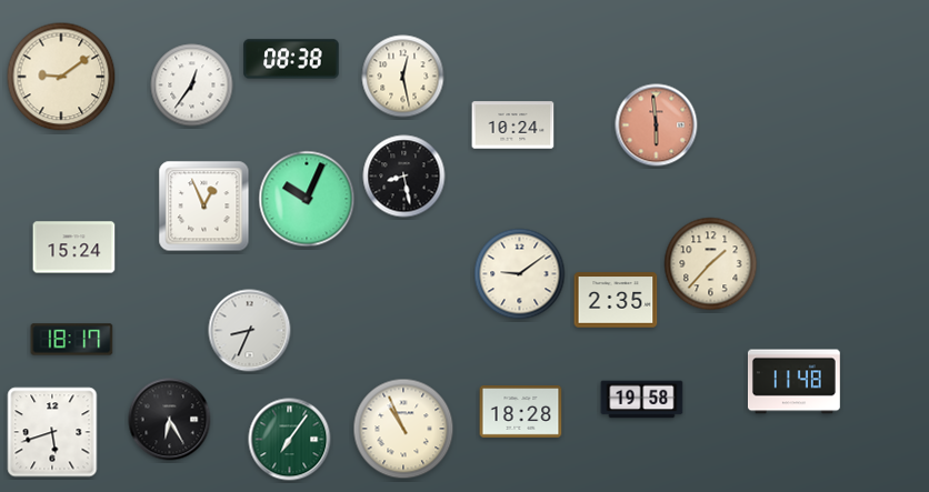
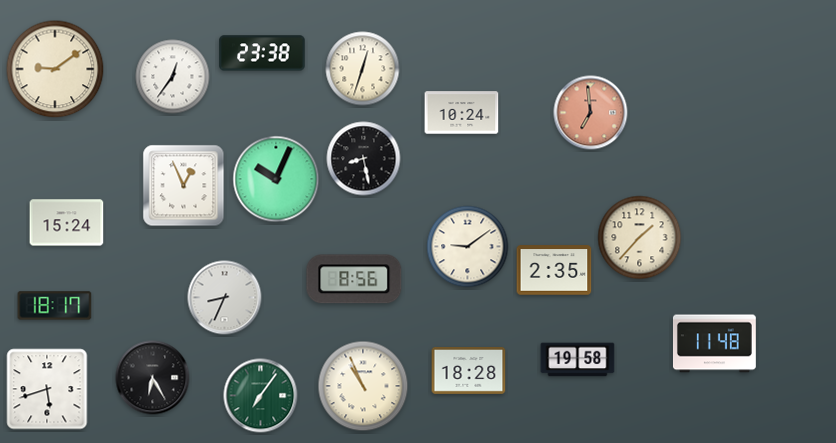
clock at (291, 59): 08:38 -> 23:38
clock at (403, 77): 12:28 -> 12:33
clock at (657, 125): 5:59 -> 6:59
clock at (354, 279): none -> 8:56
clock at (72, 340) position: (72, 340) -> (55, 306)
